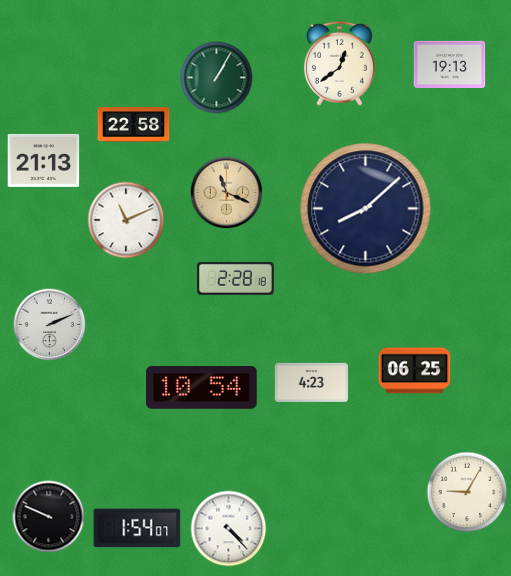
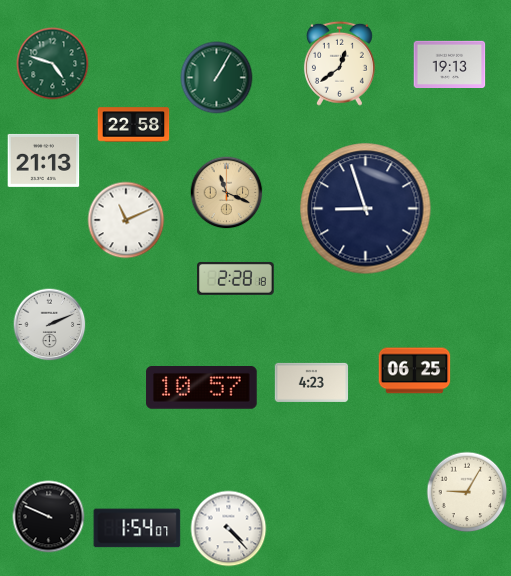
clock at (53, 64): none -> 4:48
clock at (366, 209): 8:08 -> 8:57
clock at (202, 388): 10:54 -> 10:57
